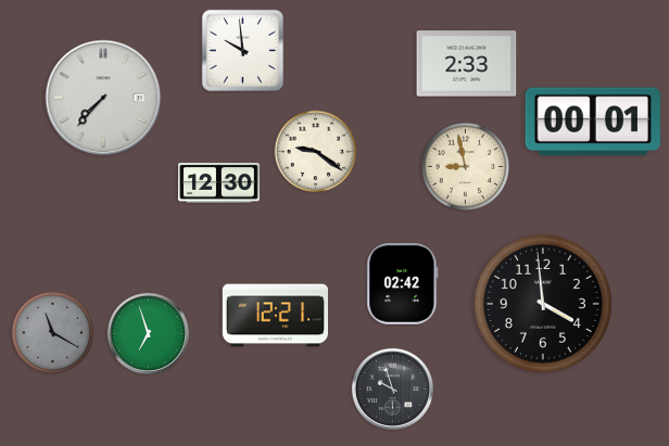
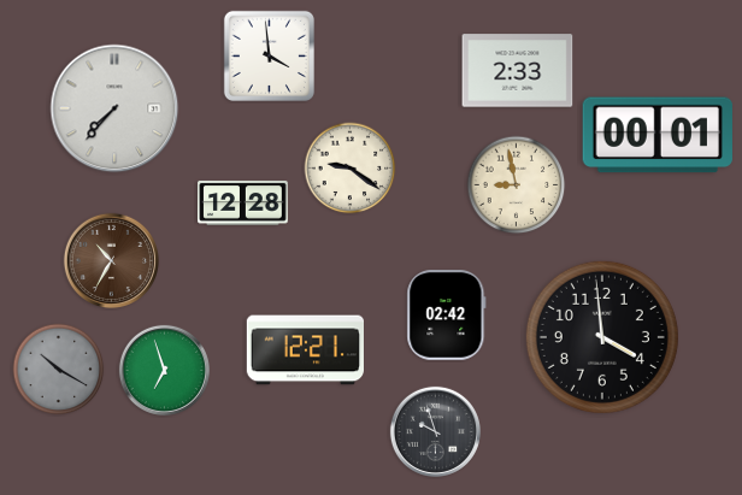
clock at (242, 50): 9:59 -> 3:59
clock at (219, 182): 12:30 -> 12:28
clock at (111, 260): none -> 10:35
clock at (53, 333): 11:20 -> 10:20
